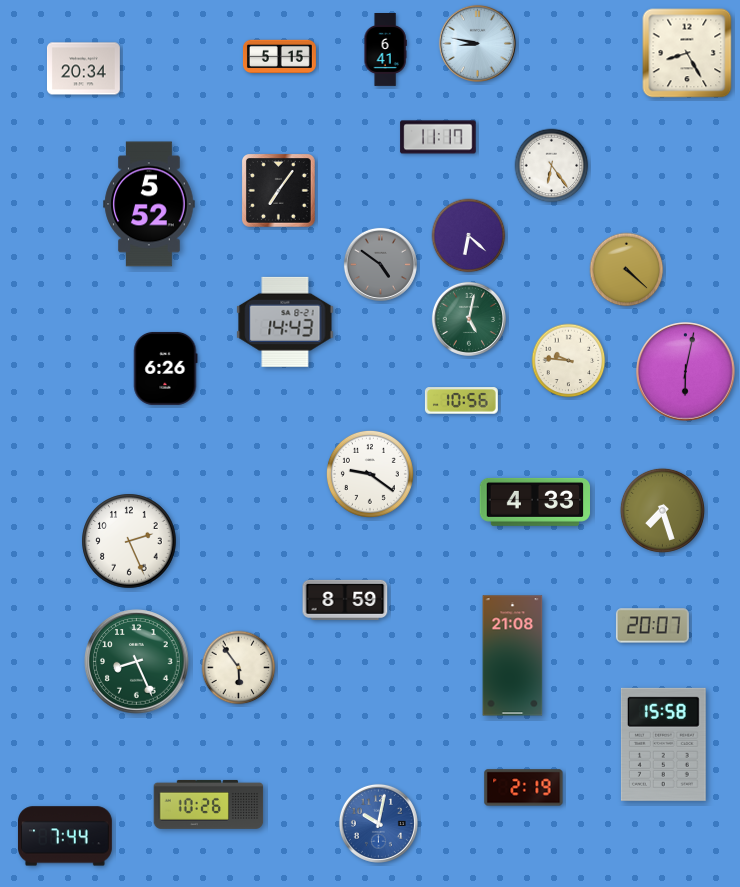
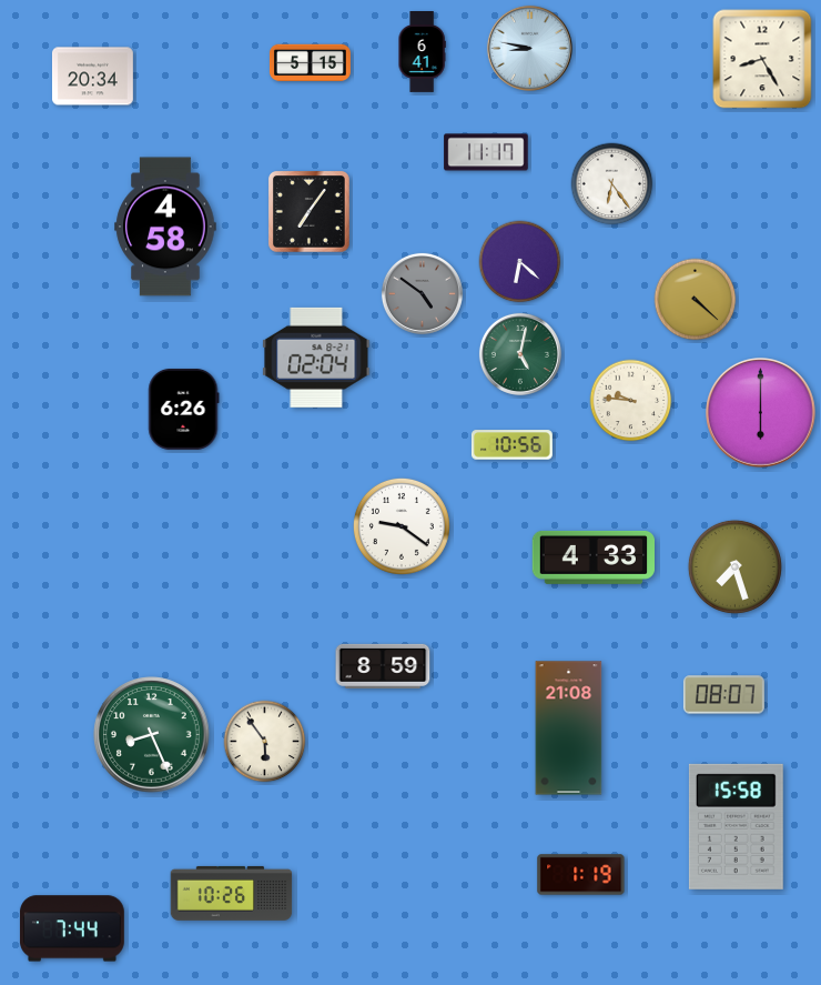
clock at (385, 50) position: (385, 50) -> (422, 52)
clock at (149, 204): 5:52 -> 4:58
clock at (285, 322): 14:43 -> 02:04
clock at (686, 372): 6:02 -> 6:00
clock at (370, 474) position: (370, 474) -> (402, 526)
clock at (129, 541): 2:26 -> none
clock at (652, 626): 20:07 -> 08:07
clock at (524, 788): 2:19 -> 1:19
clock at (378, 823): 10:02 -> none
